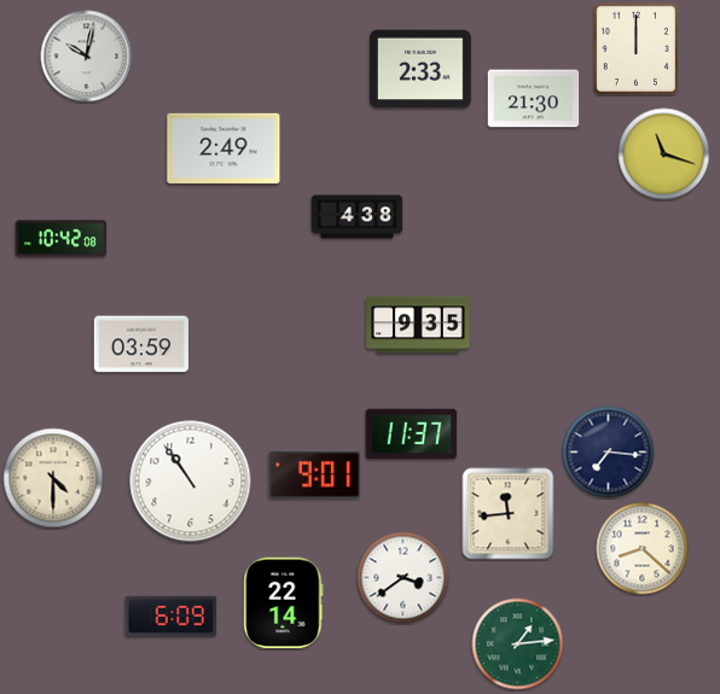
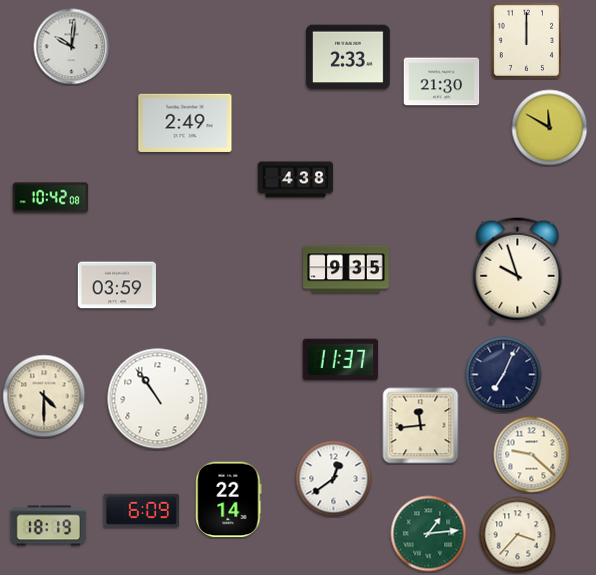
clock at (87, 57): 10:02 -> 10:01
clock at (664, 154): 11:18 -> 11:50
clock at (518, 271): none -> 9:57
clock at (609, 453): 7:16 -> 7:04
clock at (315, 476): 9:01 -> none
clock at (643, 549): 8:22 -> 9:22
clock at (403, 578): 3:39 -> 12:39
clock at (284, 603) position: (284, 603) -> (229, 500)
clock at (49, 526): none -> 18:19
clock at (518, 535): none -> 3:37
